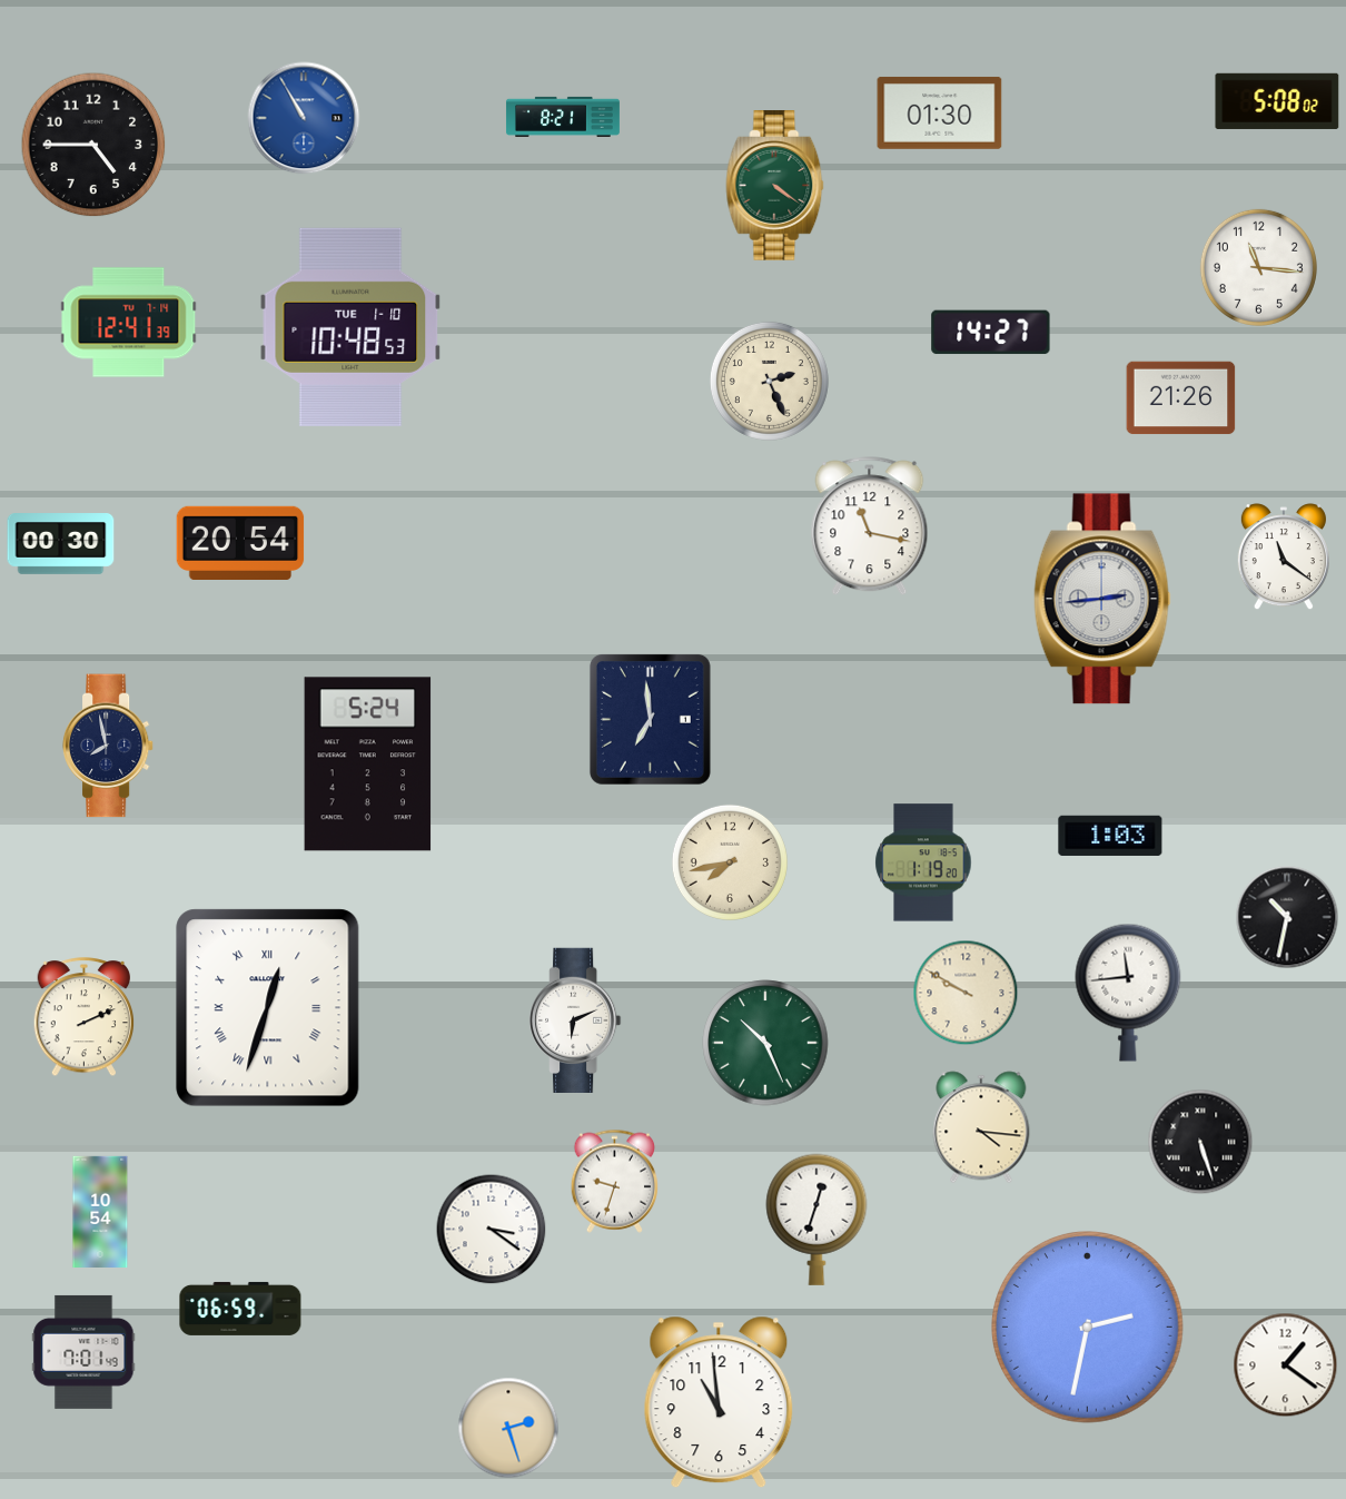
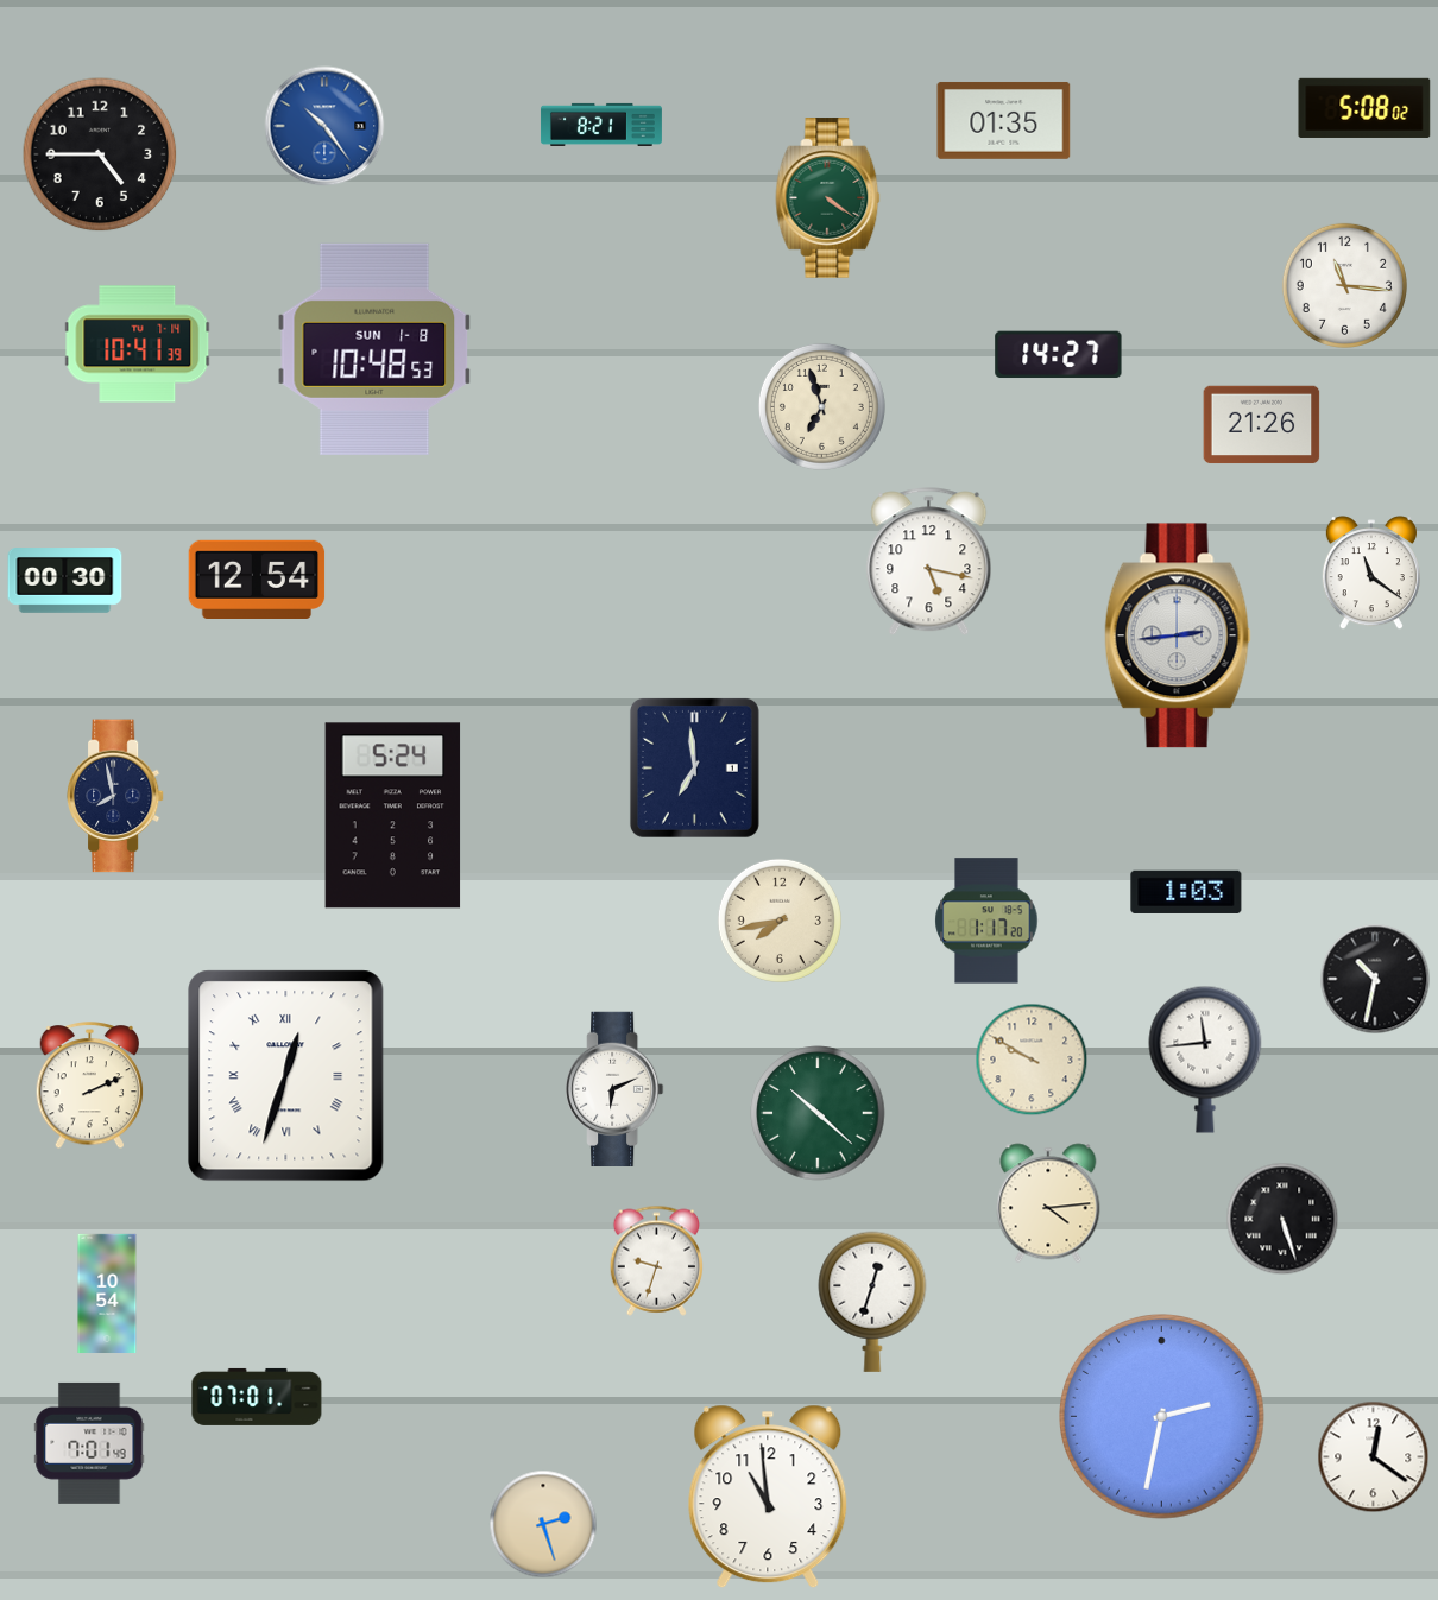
clock at (940, 112): 01:30 -> 01:35
clock at (304, 118): 10:55 -> 10:24
clock at (129, 323): 12:41 -> 10:41
clock at (350, 327) date: TUE 1-10 -> SUN 1-8
clock at (769, 381): 2:26 -> 6:57
clock at (870, 526): 11:17 -> 5:17
clock at (240, 542): 20:54 -> 12:54
clock at (1284, 558) position: (1284, 558) -> (1371, 574)
clock at (1102, 599) position: (1102, 599) -> (1178, 635)
clock at (923, 862): 1:19 -> 1:17
clock at (765, 1043): 10:26 -> 10:22
clock at (981, 1127): 4:16 -> 4:14
clock at (492, 1230): 3:21 -> none
clock at (240, 1309): 06:59 -> 07:01
clock at (1286, 1365): 1:21 -> 12:21
